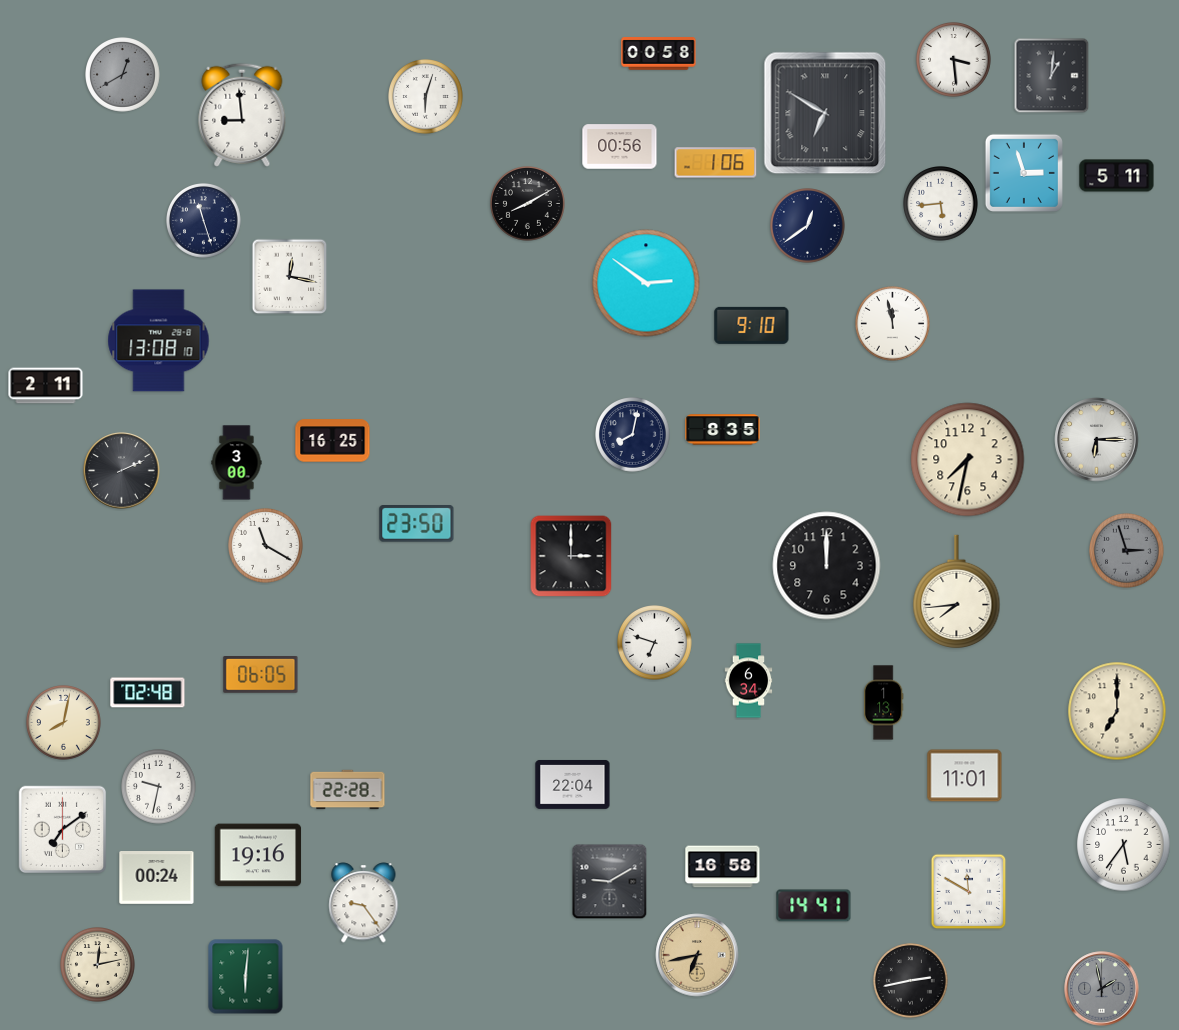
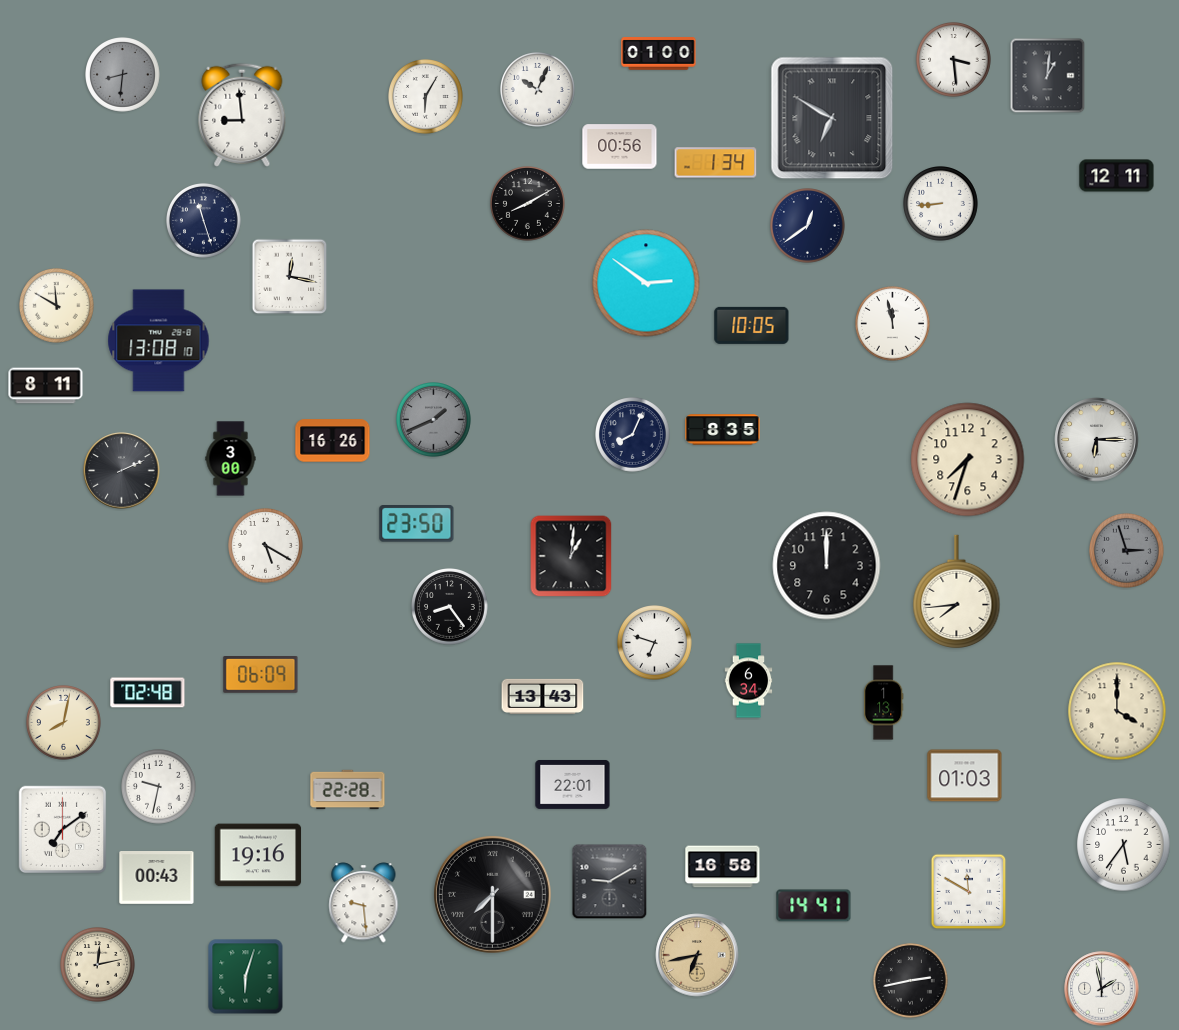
clock at (659, 54): 00:58 -> 01:00
clock at (123, 75): 12:40 -> 8:31
clock at (1052, 76) position: (1052, 76) -> (1048, 76)
clock at (538, 90): none -> 10:04
clock at (426, 97): 6:03 -> 6:05
clock at (825, 113) position: (825, 113) -> (832, 118)
clock at (716, 163): 1:06 -> 1:34
clock at (1024, 173): 2:57 -> none
clock at (1117, 176): 5:11 -> 12:11
clock at (941, 204): 5:44 -> 8:44
clock at (57, 306): none -> 11:50
clock at (752, 325): 9:10 -> 10:05
clock at (46, 386): 2:11 -> 8:11
clock at (434, 420): none -> 1:41
clock at (633, 435): 8:02 -> 8:04
clock at (333, 441): 16:25 -> 16:26
clock at (968, 460): 7:32 -> 7:33
clock at (237, 463) position: (237, 463) -> (231, 459)
clock at (266, 546): 11:20 -> 5:20
clock at (571, 556): 3:00 -> 1:01
clock at (450, 607): none -> 8:24
clock at (261, 675): 06:05 -> 06:09
clock at (543, 696): none -> 13:43
clock at (1117, 711): 7:00 -> 4:00
clock at (965, 776): 11:01 -> 01:03
clock at (573, 784): 22:04 -> 22:01
clock at (157, 878): 00:24 -> 00:43
clock at (492, 894): none -> 7:30
clock at (364, 903): 9:24 -> 9:29
clock at (246, 977): 6:01 -> 6:03
clock at (1102, 989) dial: grey -> white
